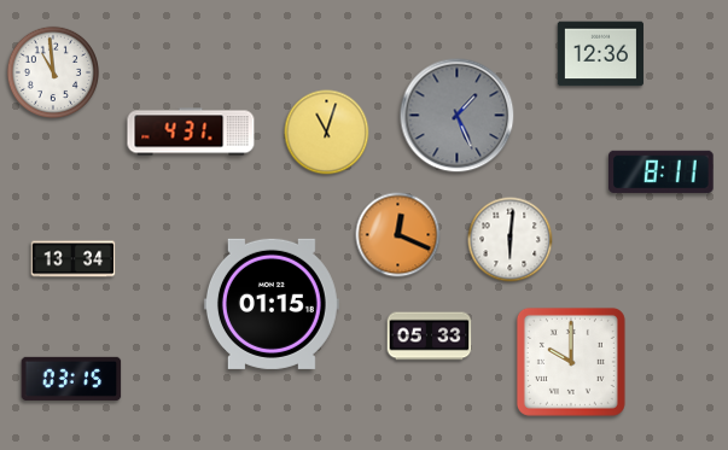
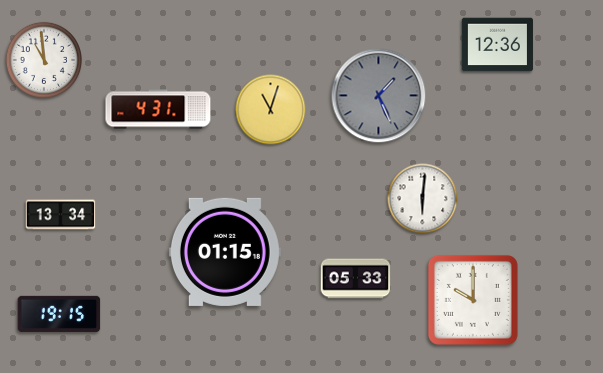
clock at (662, 171): 8:11 -> none
clock at (398, 235): 12:19 -> none
clock at (71, 379): 03:15 -> 19:15
